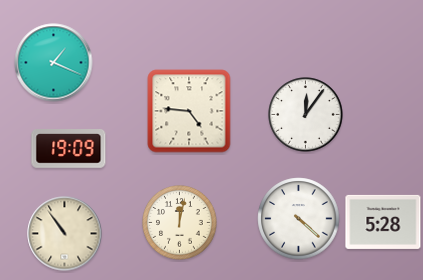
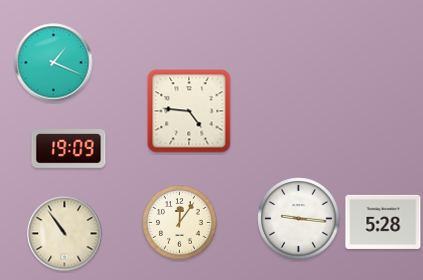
clock at (306, 115): 12:06 -> none
clock at (299, 219): 4:22 -> 9:16
clock at (180, 223): 12:02 -> 12:06
